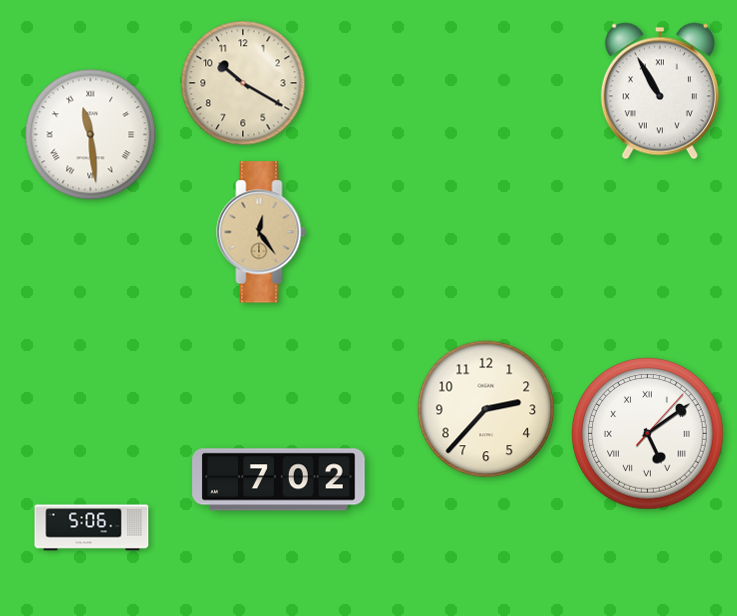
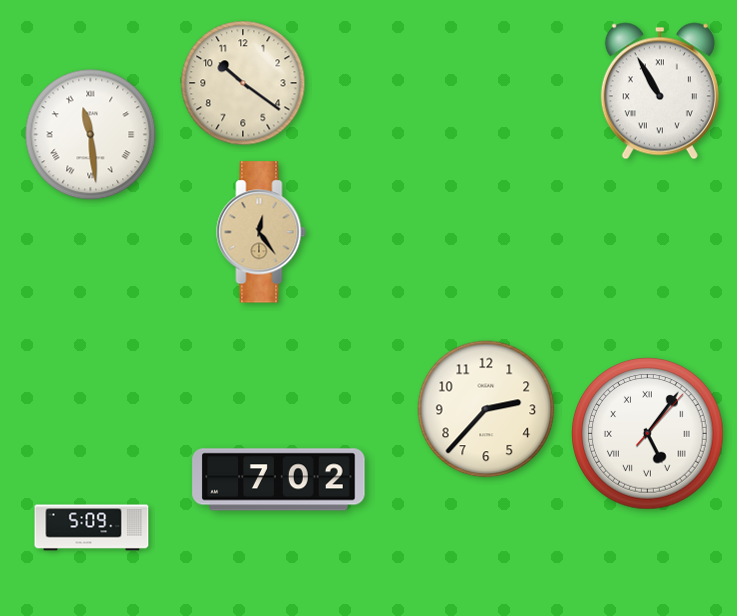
clock at (243, 83): 10:20 -> 10:21
clock at (648, 434): 5:09 -> 5:06
clock at (92, 528): 5:06 -> 5:09
